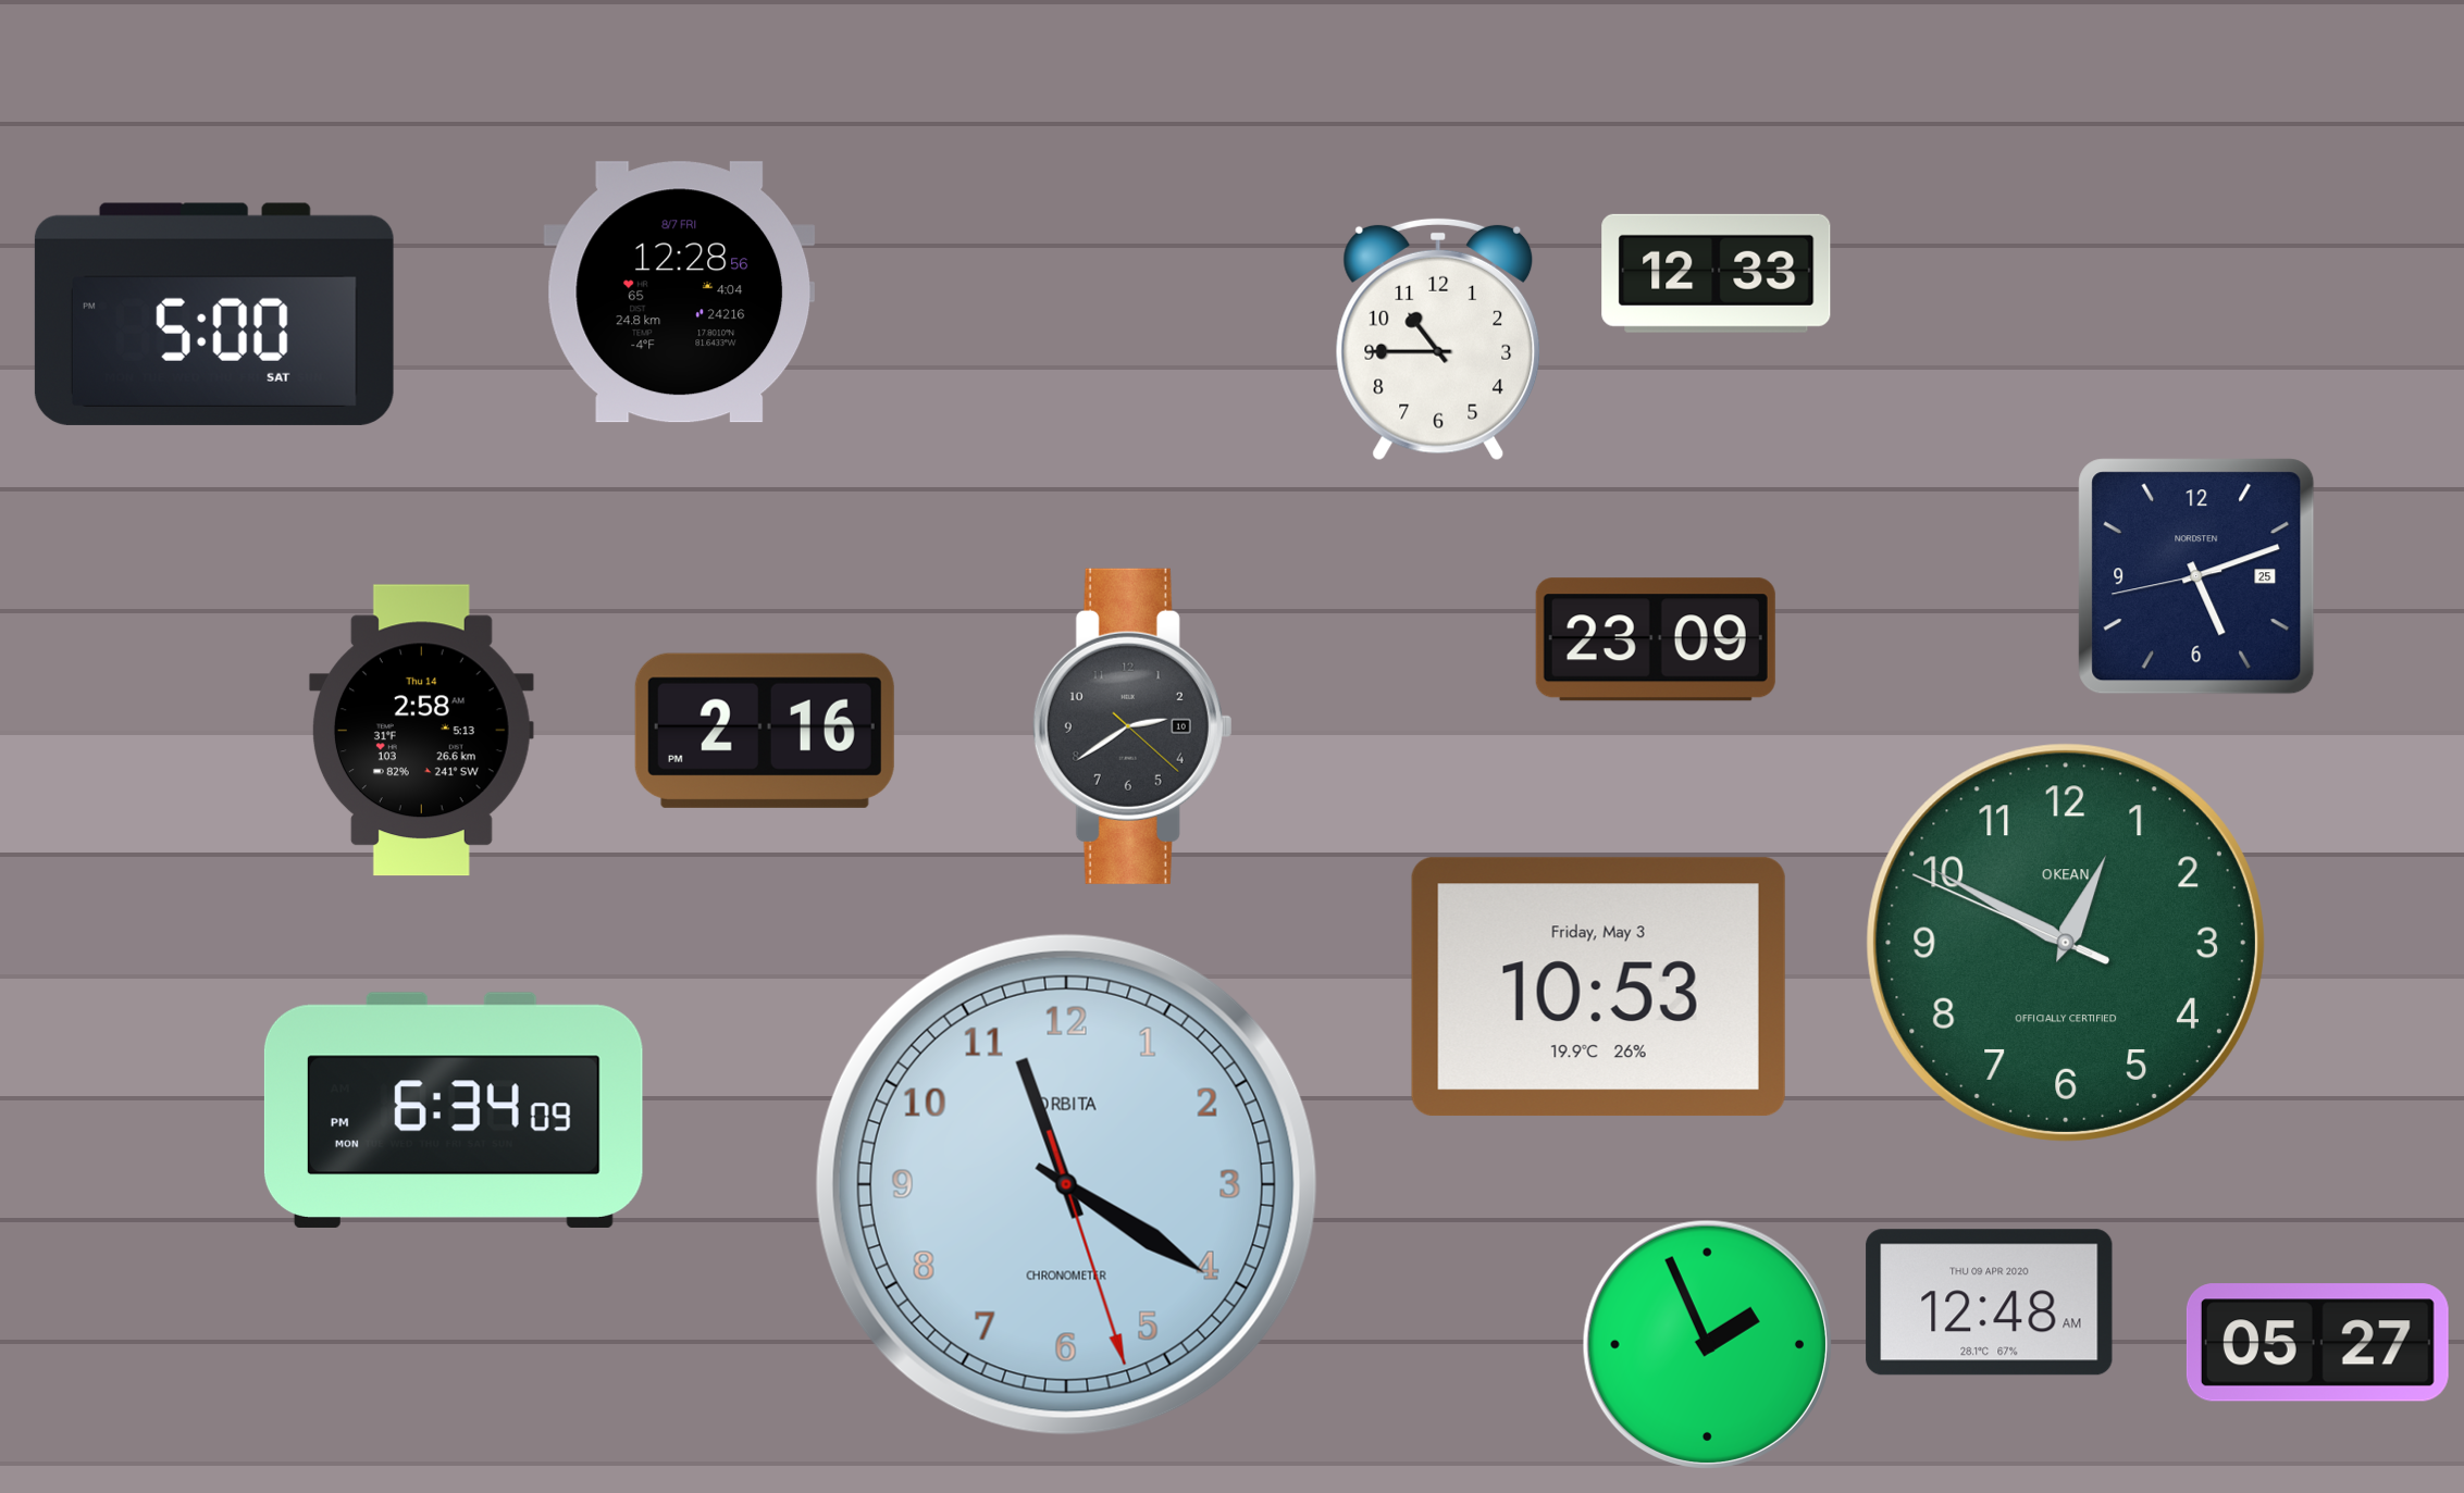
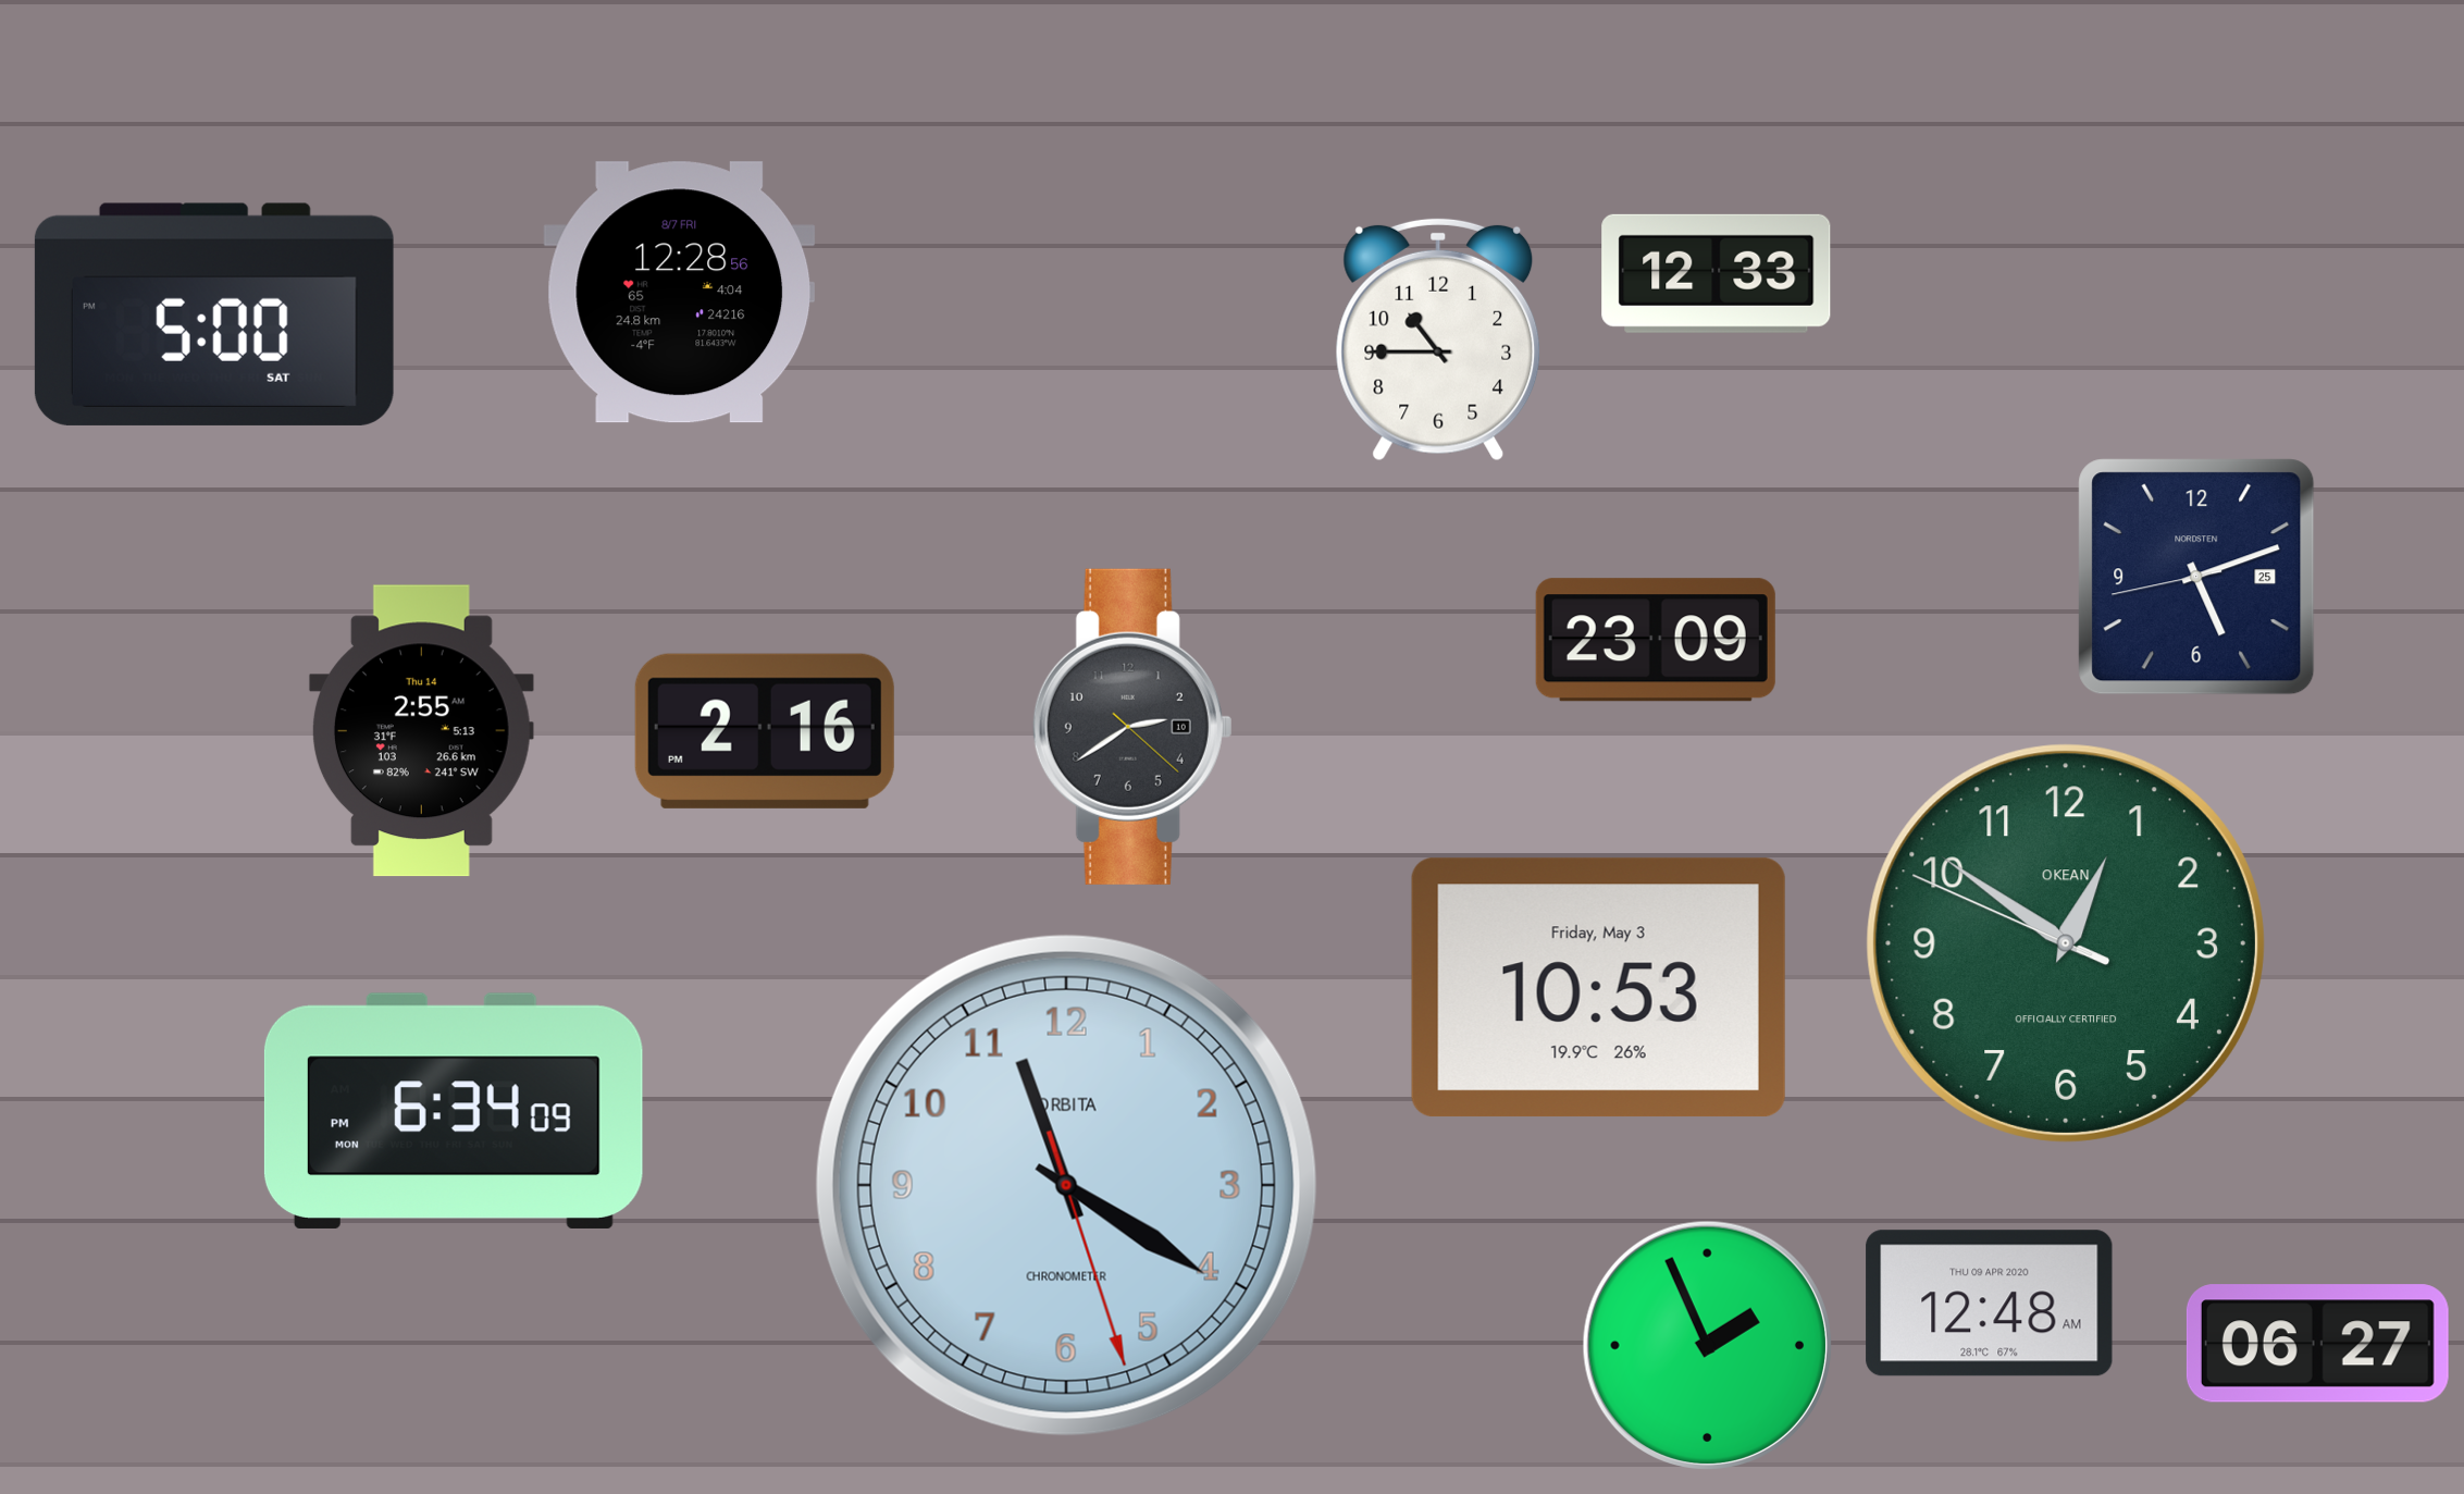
clock at (421, 731): 2:58 -> 2:55
clock at (2066, 943): 12:49 -> 12:50
clock at (2317, 1343): 05:27 -> 06:27
